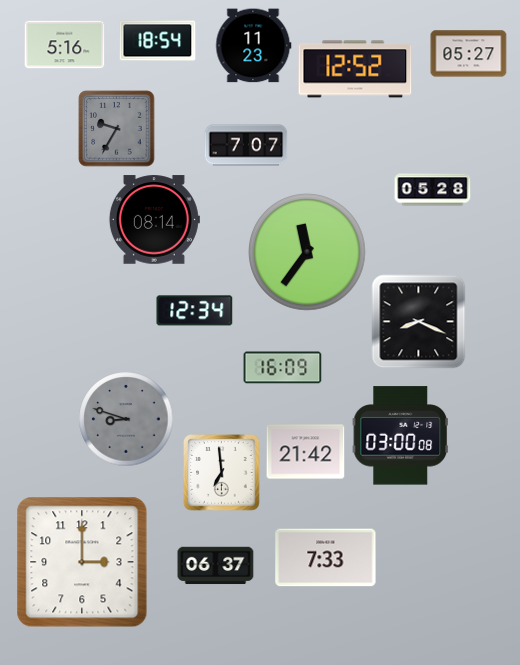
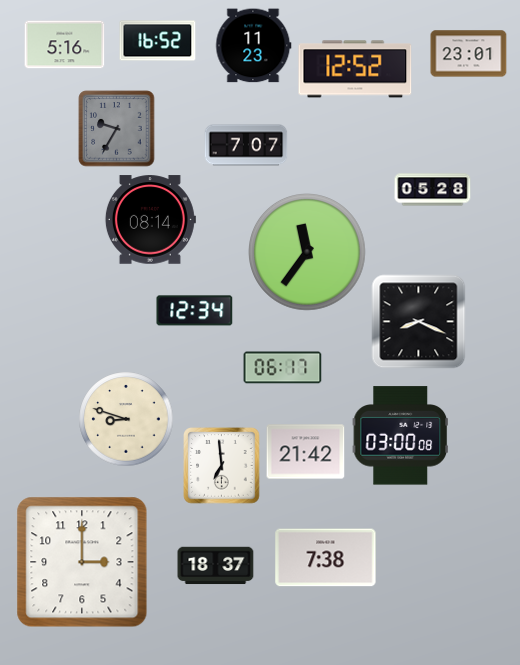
clock at (158, 41): 18:54 -> 16:52
clock at (469, 54): 05:27 -> 23:01
clock at (154, 220) position: (154, 220) -> (150, 220)
clock at (283, 368): 16:09 -> 06:17
clock at (126, 419) dial: grey -> cream
clock at (222, 473) position: (222, 473) -> (222, 466)
clock at (326, 558): 7:33 -> 7:38
clock at (216, 566): 06:37 -> 18:37
